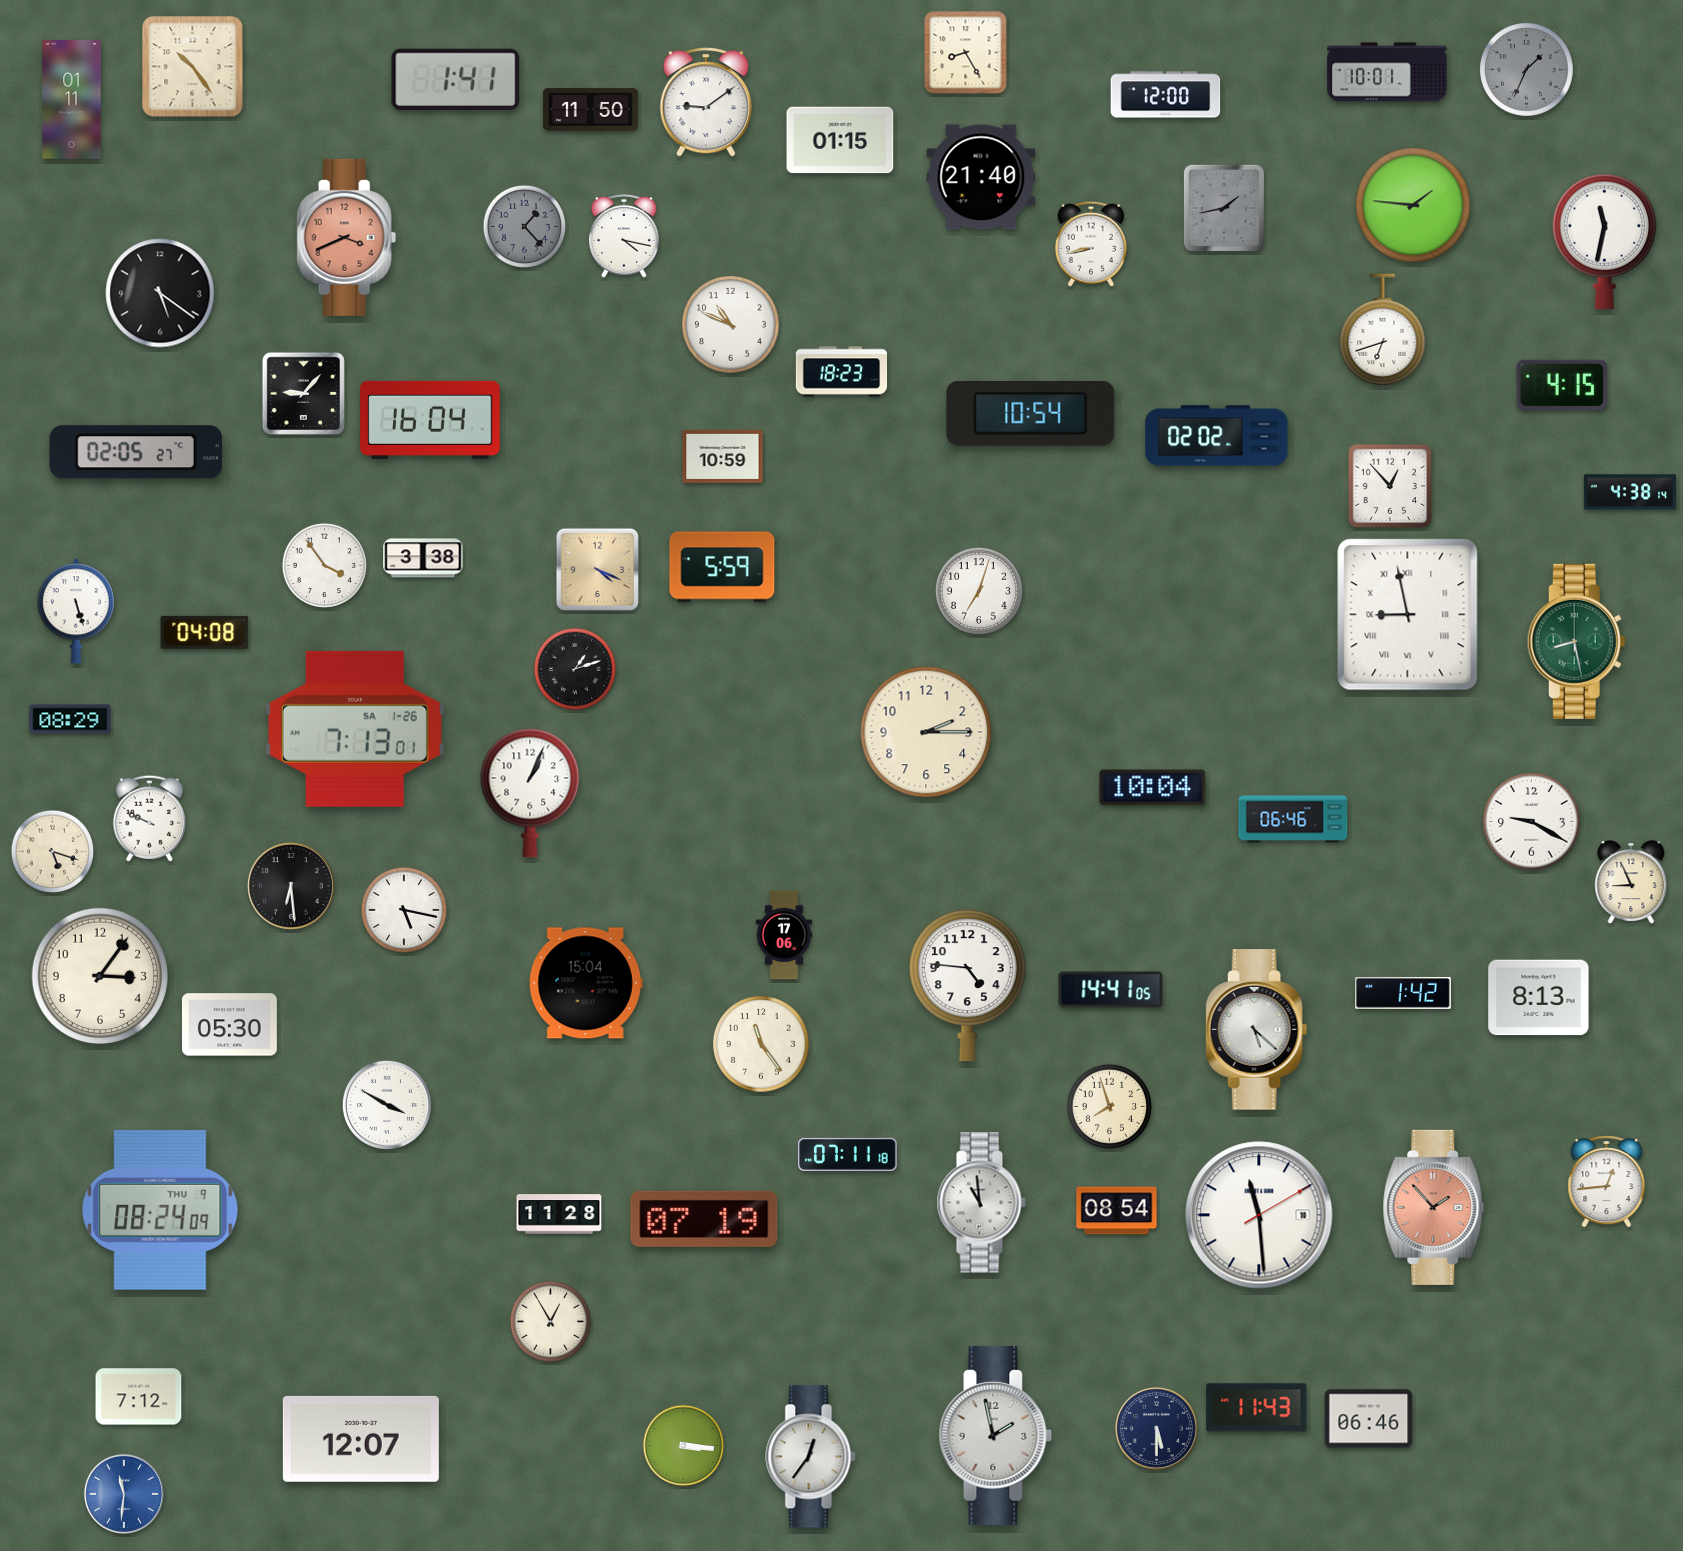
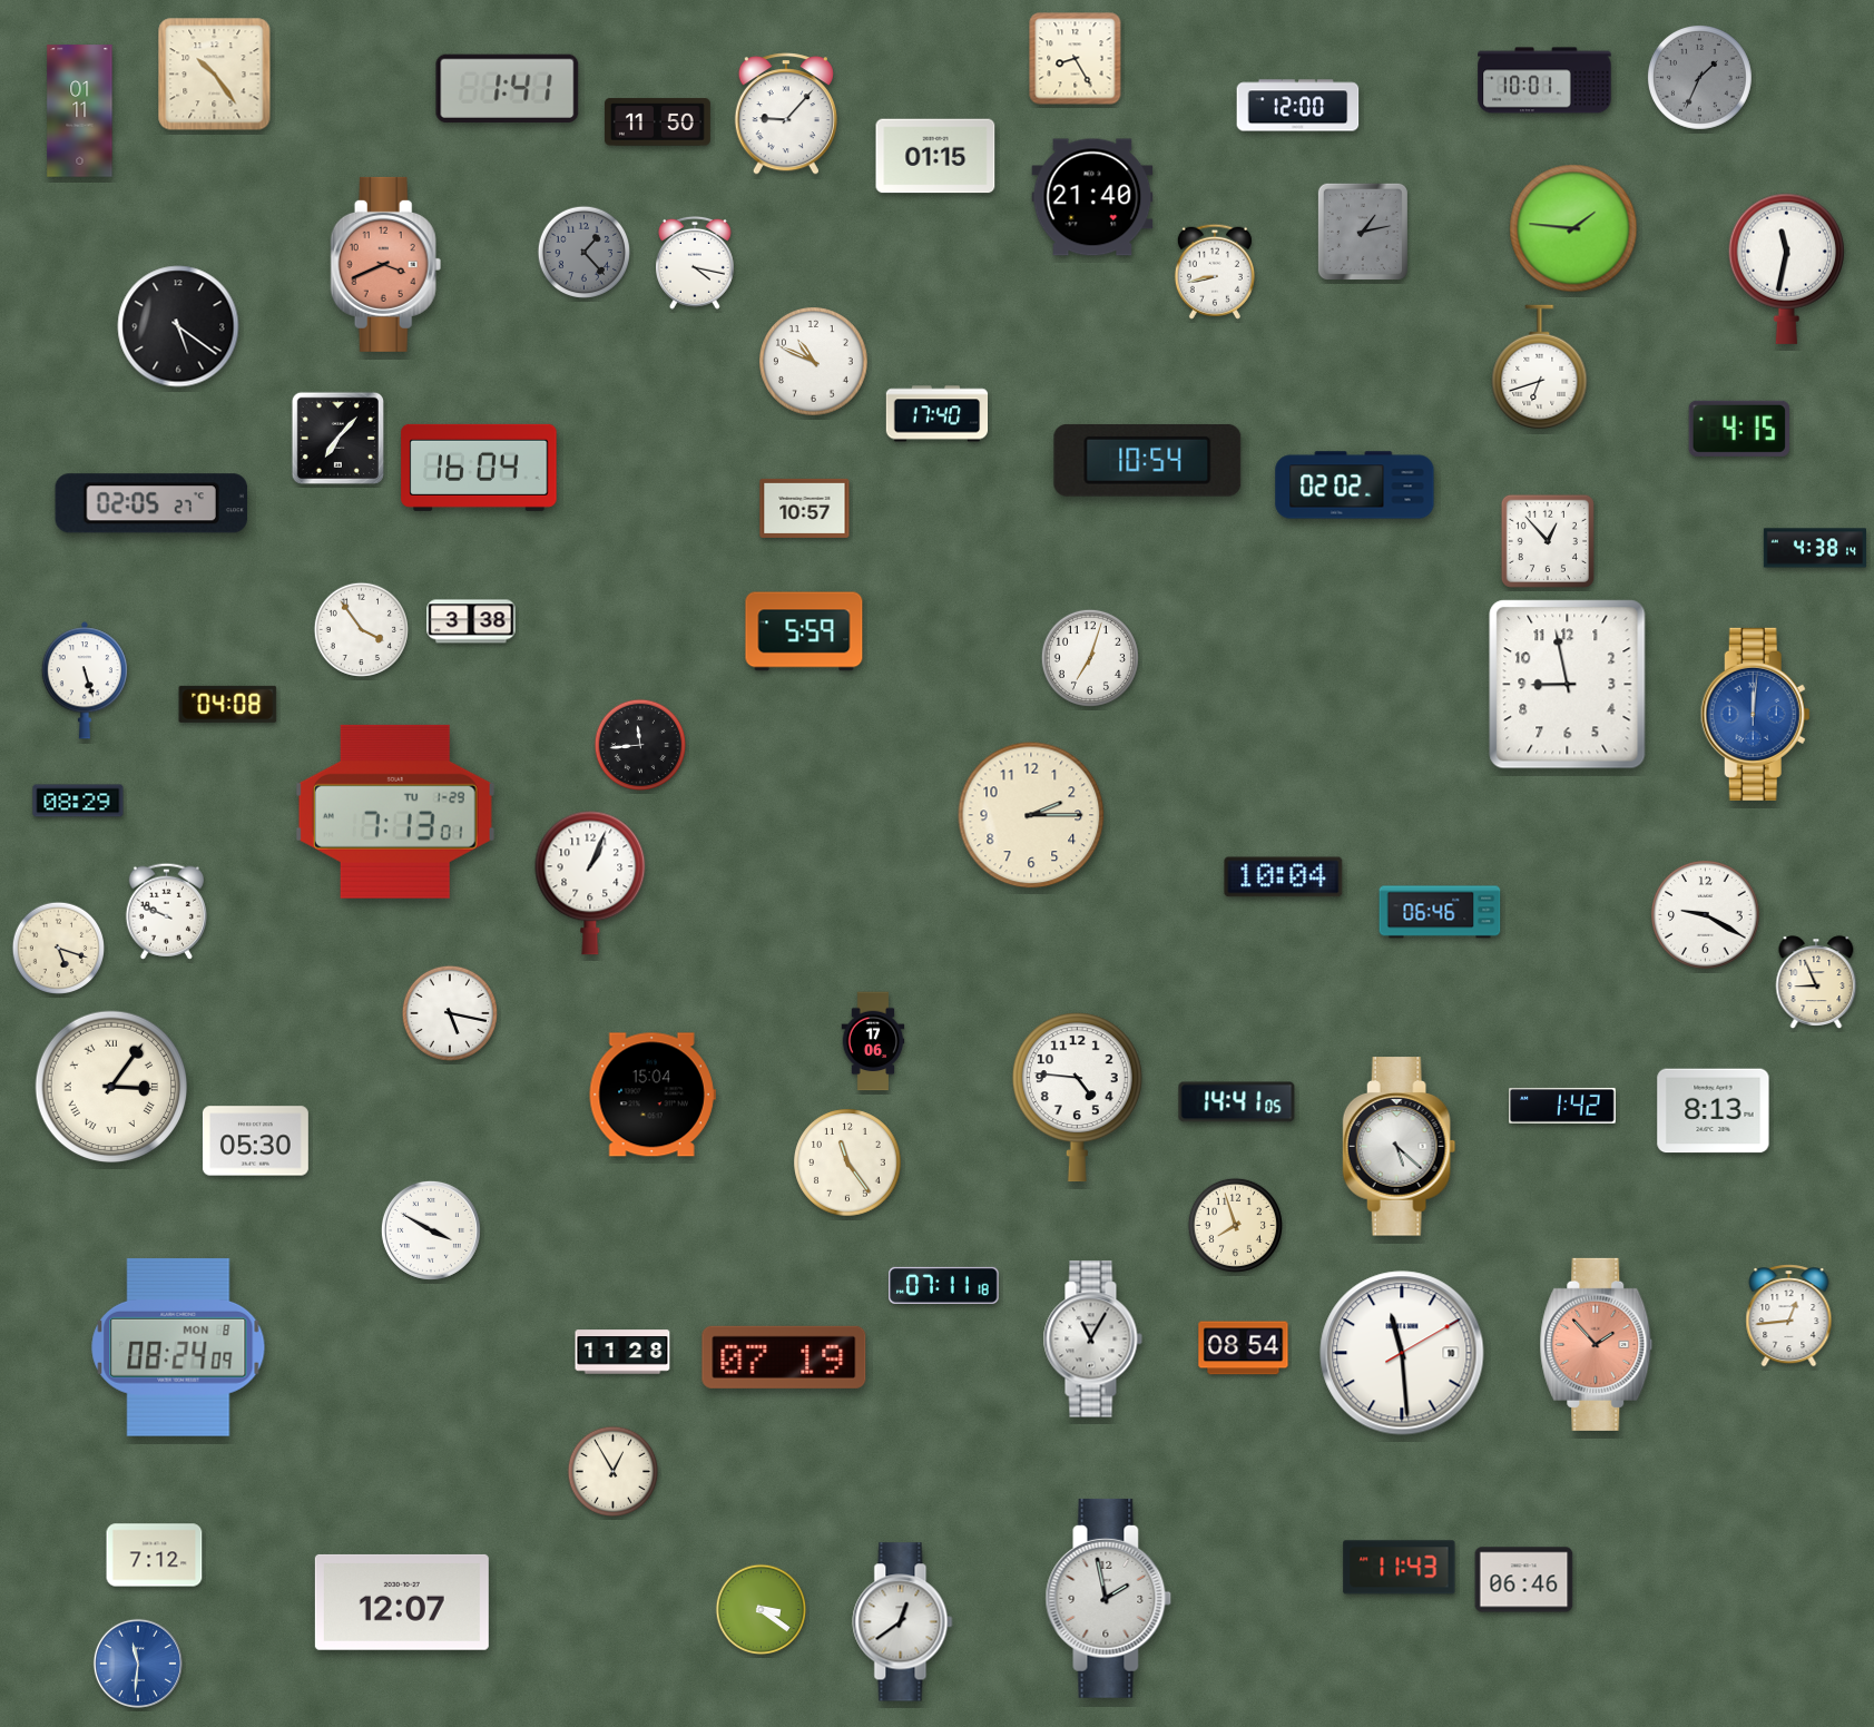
clock at (706, 102): 9:09 -> 9:07
clock at (1224, 208): 1:43 -> 1:13
clock at (842, 372): 18:23 -> 17:40
clock at (303, 393): 9:07 -> 7:07
clock at (723, 456): 10:59 -> 10:57
clock at (597, 569): 4:19 -> none
clock at (1408, 615) numerals: Roman -> Arabic
clock at (1576, 641): 8:28 -> 12:01
clock at (1576, 641) dial: green -> blue
clock at (575, 669): 1:12 -> 11:44
clock at (355, 729) date: SA 1-26 -> TU 1-29
clock at (291, 886): 6:29 -> none
clock at (100, 976) numerals: Arabic -> Roman
clock at (1109, 1106) position: (1109, 1106) -> (1235, 1225)
clock at (981, 1203): 10:59 -> 11:05
clock at (160, 1210) date: THU 9 -> MON 8
clock at (1156, 1428): 5:30 -> none
clock at (684, 1446): 3:16 -> 3:21
clock at (811, 1457): 12:36 -> 12:39
